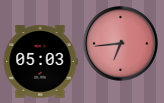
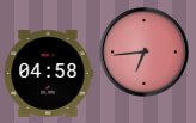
clock at (40, 62): 05:03 -> 04:58
